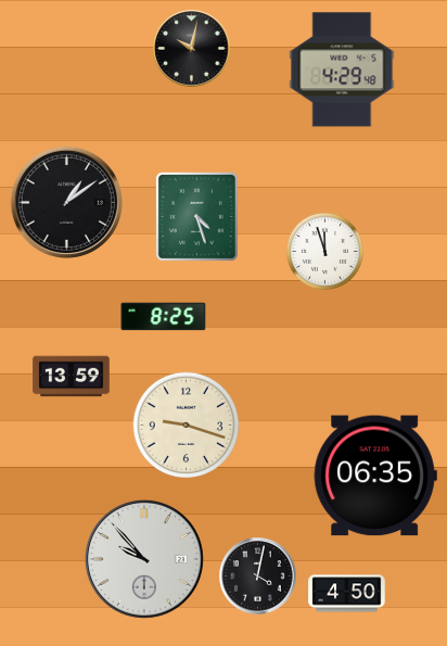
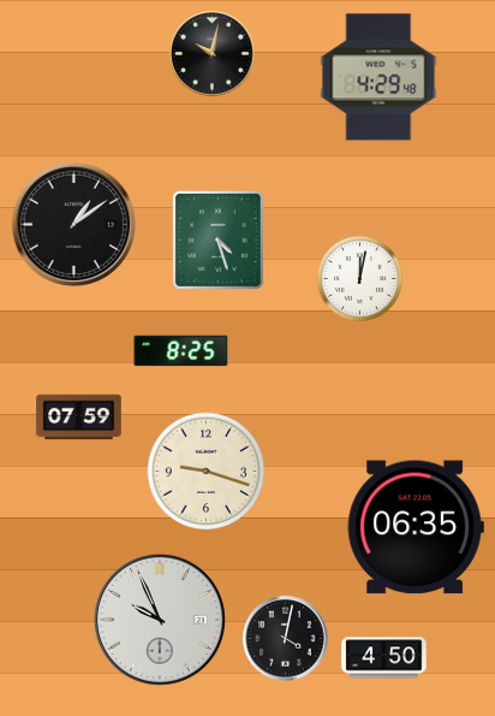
clock at (324, 251): 11:57 -> 12:02
clock at (72, 377): 13:59 -> 07:59
clock at (144, 559): 9:53 -> 9:56
